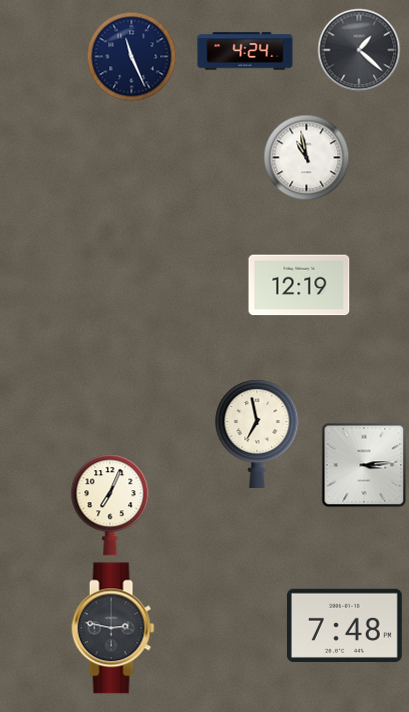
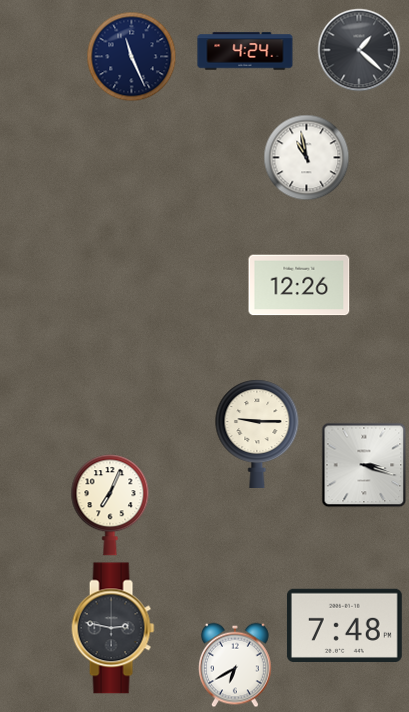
clock at (299, 285): 12:19 -> 12:26
clock at (257, 433): 6:58 -> 9:15
clock at (364, 465): 3:14 -> 3:18
clock at (236, 665): none -> 6:40
